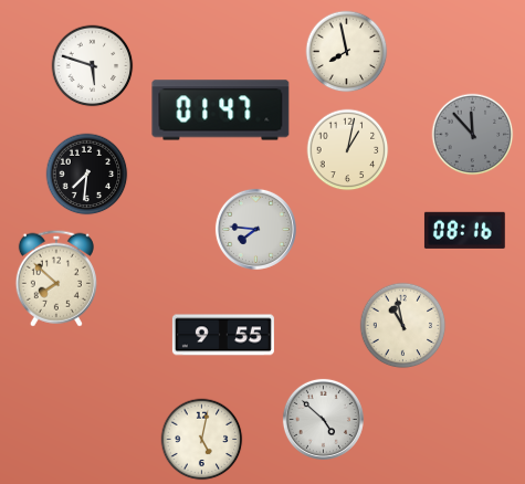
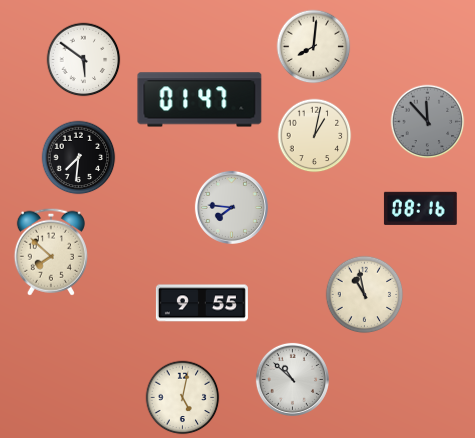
clock at (347, 52): 7:58 -> 8:01
clock at (93, 66): 5:48 -> 5:51
clock at (323, 419): 4:52 -> 10:52
